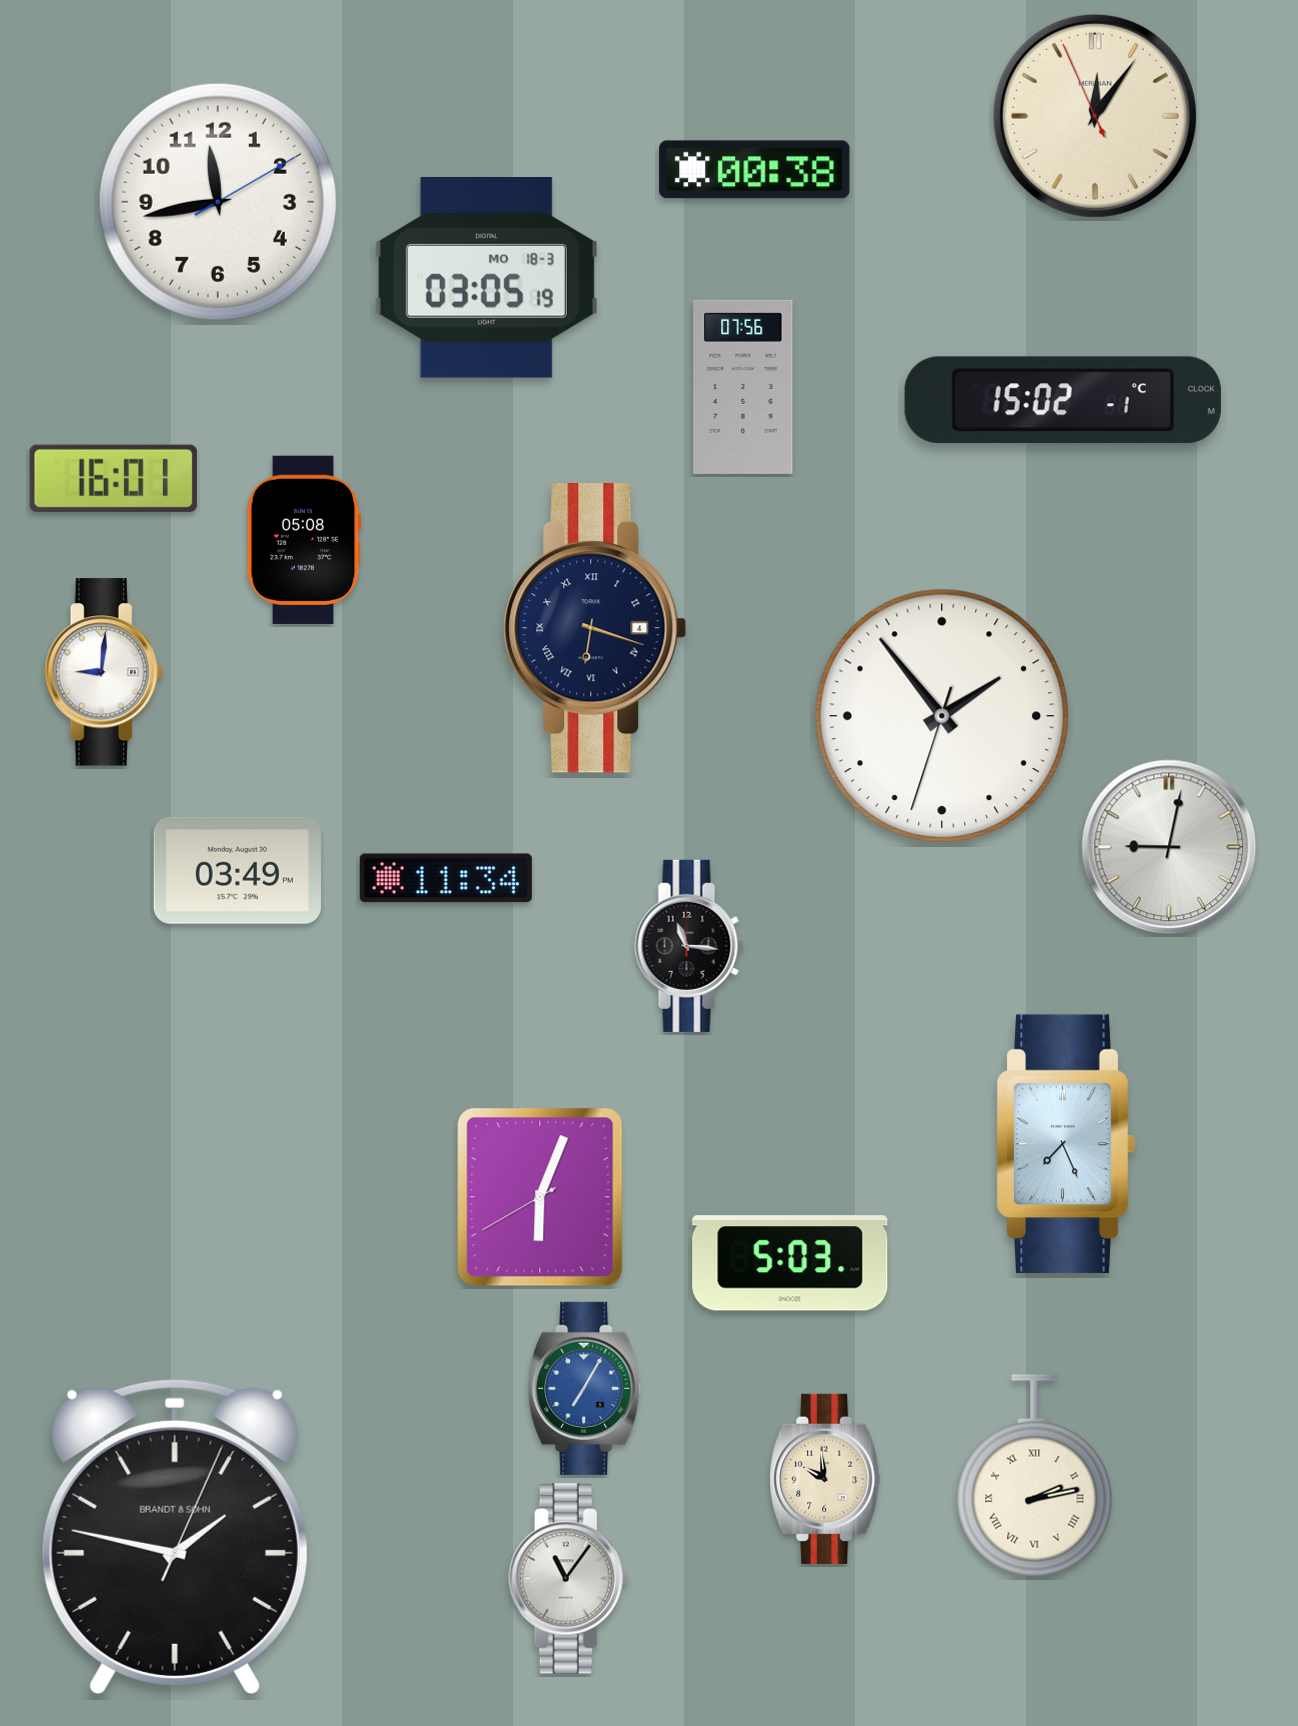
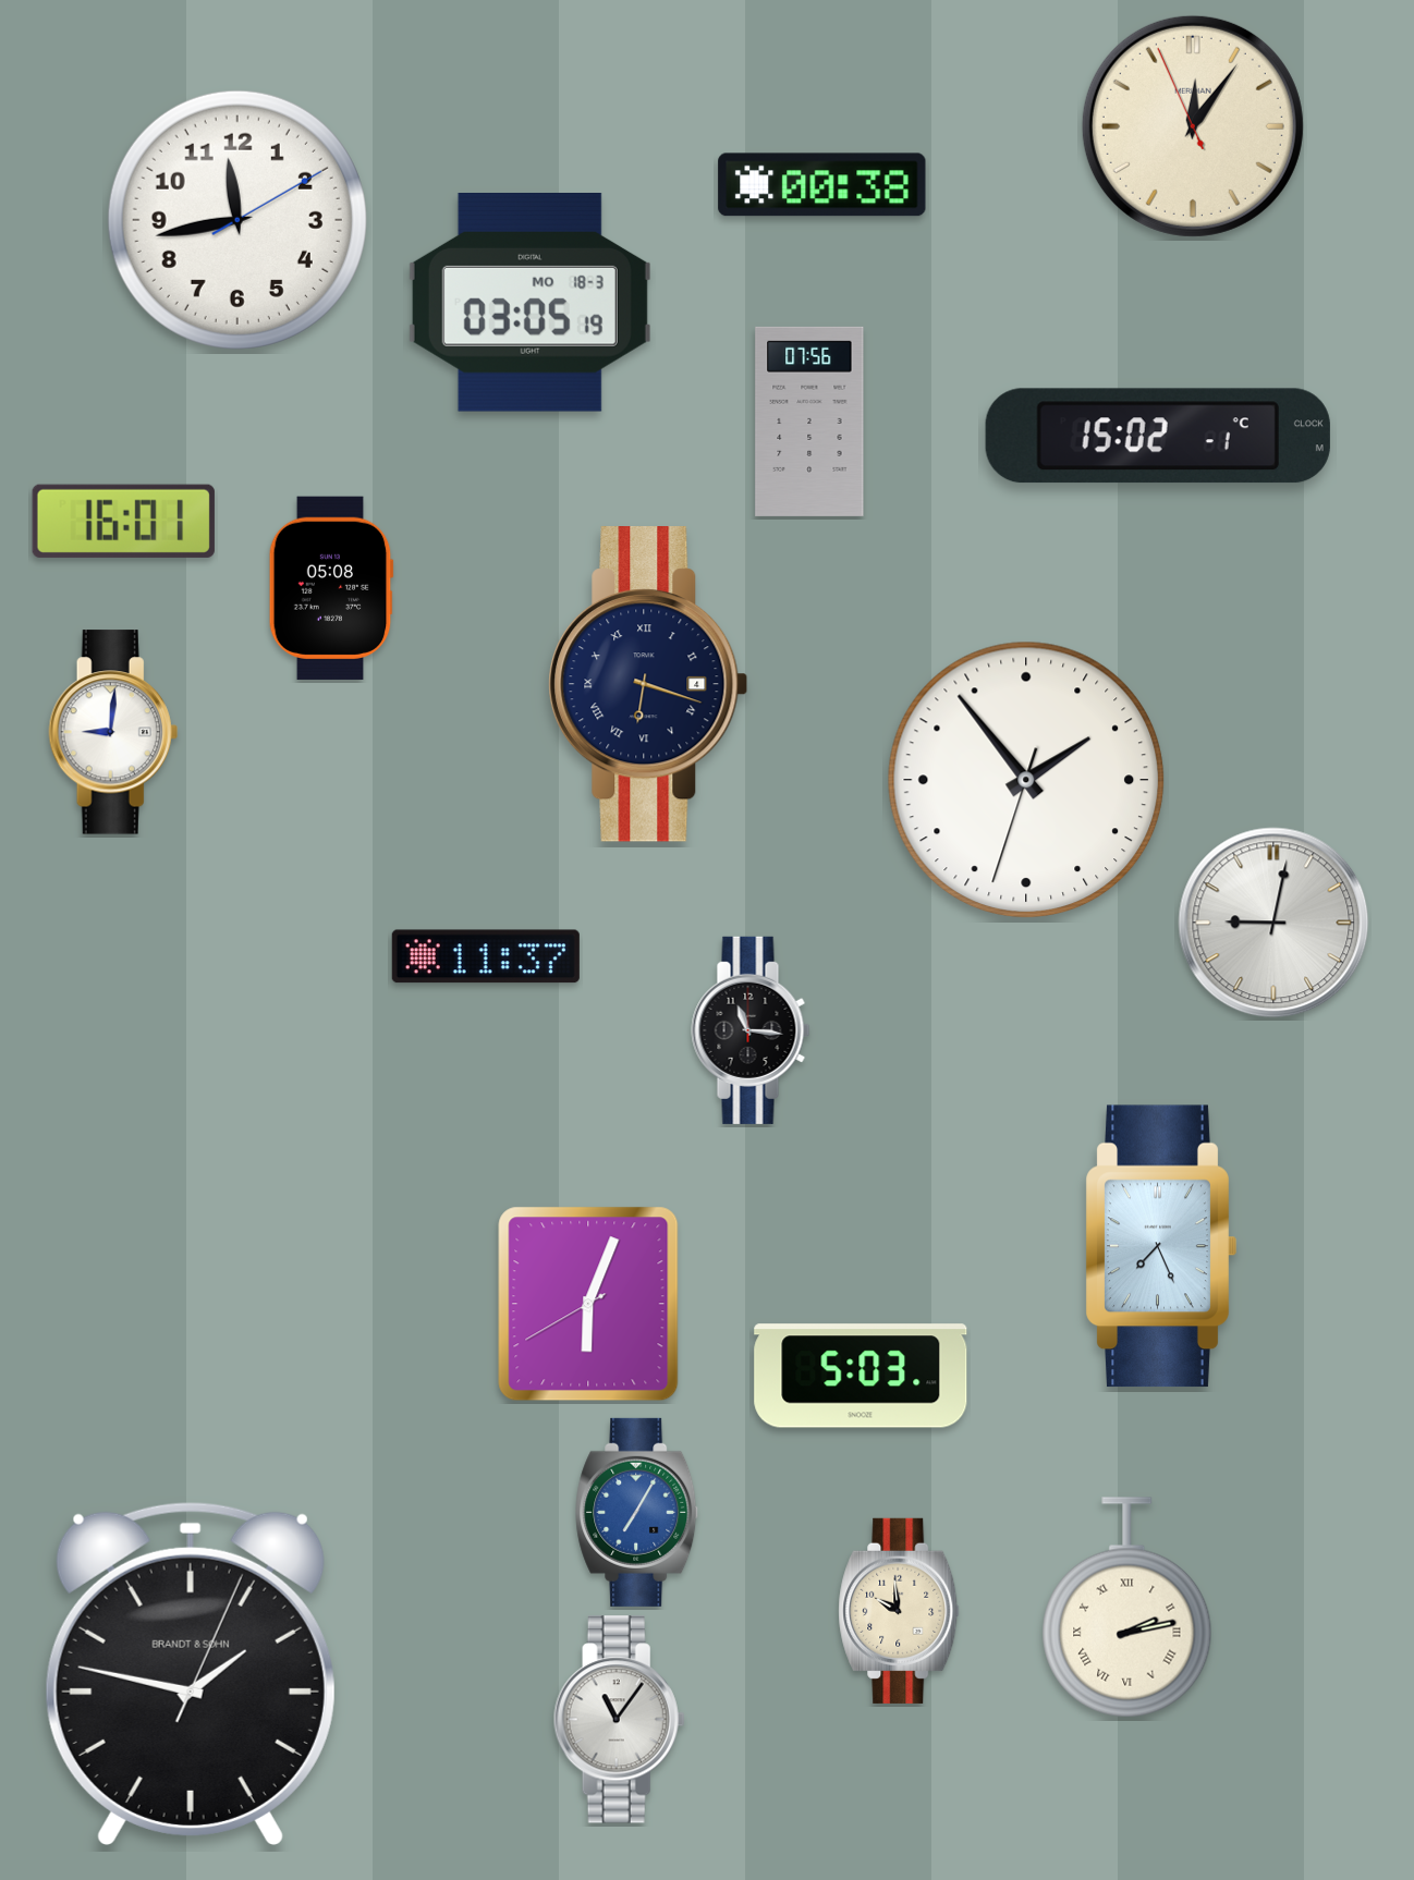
clock at (237, 870): 03:49 -> none
clock at (446, 878): 11:34 -> 11:37
